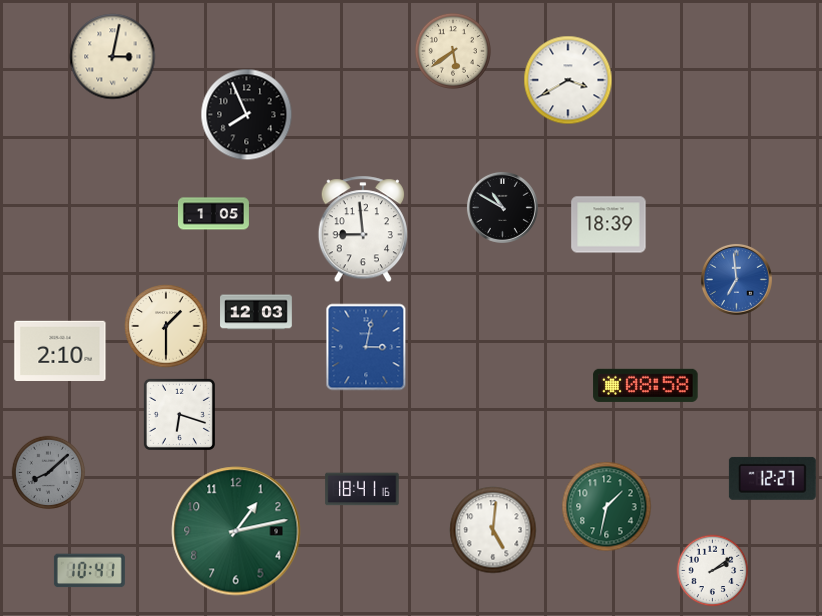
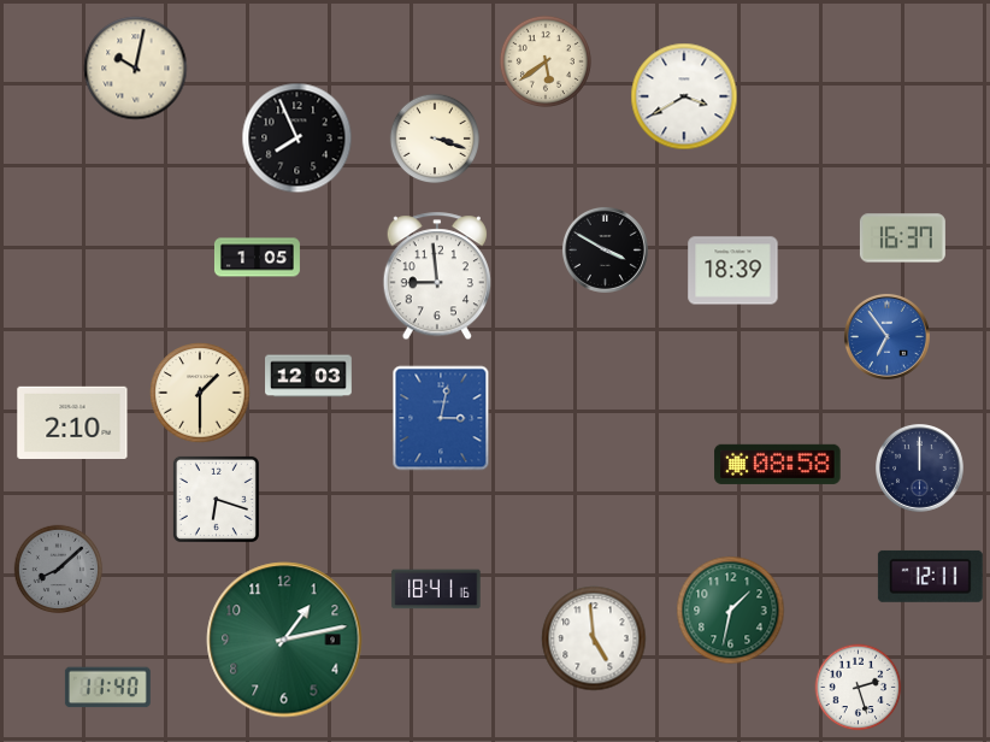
clock at (113, 57): 3:02 -> 10:02
clock at (434, 137): none -> 3:18
clock at (902, 238): none -> 16:37
clock at (502, 207): 10:50 -> 3:50
clock at (736, 279): 6:59 -> 6:54
clock at (920, 469): none -> 12:00
clock at (772, 478): 12:27 -> 12:11
clock at (493, 530): 5:01 -> 4:59
clock at (89, 571): 10:41 -> 11:40
clock at (713, 571): 2:09 -> 2:27
